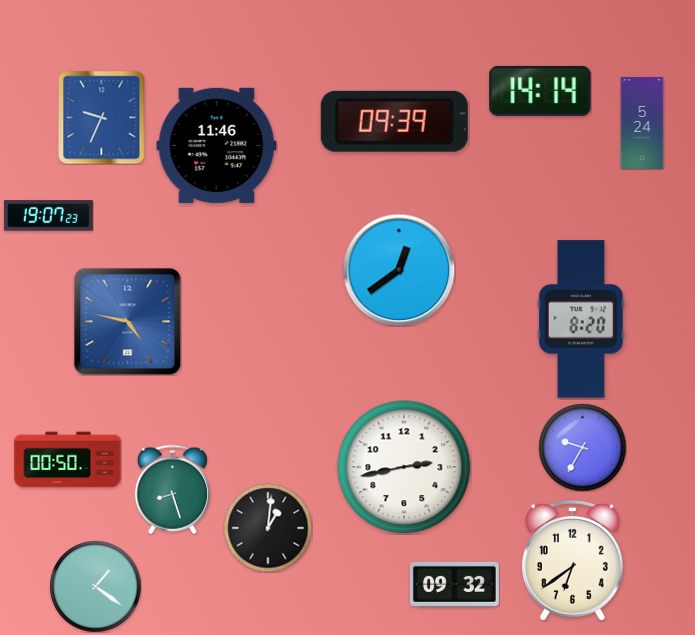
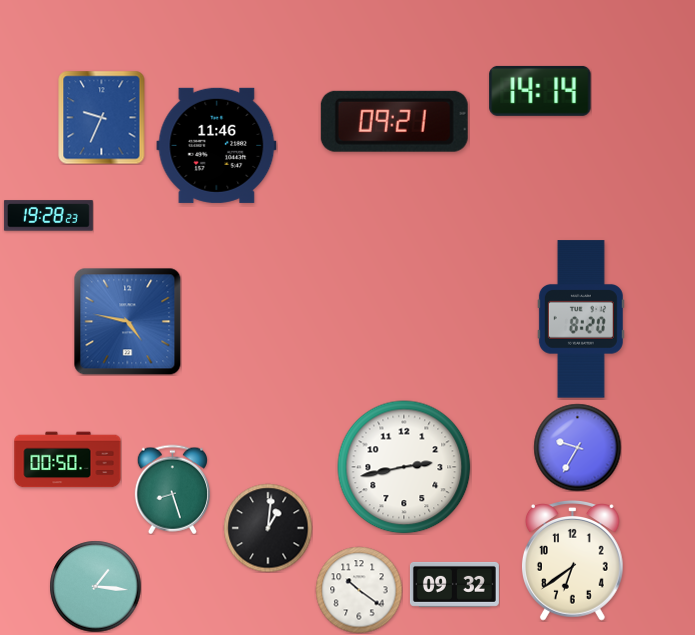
clock at (394, 121): 09:39 -> 09:21
clock at (642, 123): 5:24 -> none
clock at (48, 216): 19:07 -> 19:28
clock at (399, 270): 12:39 -> none
clock at (582, 447) position: (582, 447) -> (577, 447)
clock at (95, 586): 1:21 -> 1:16
clock at (359, 590): none -> 10:21
